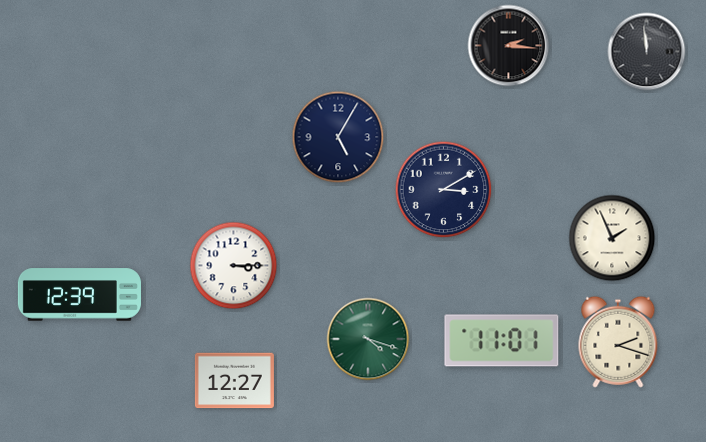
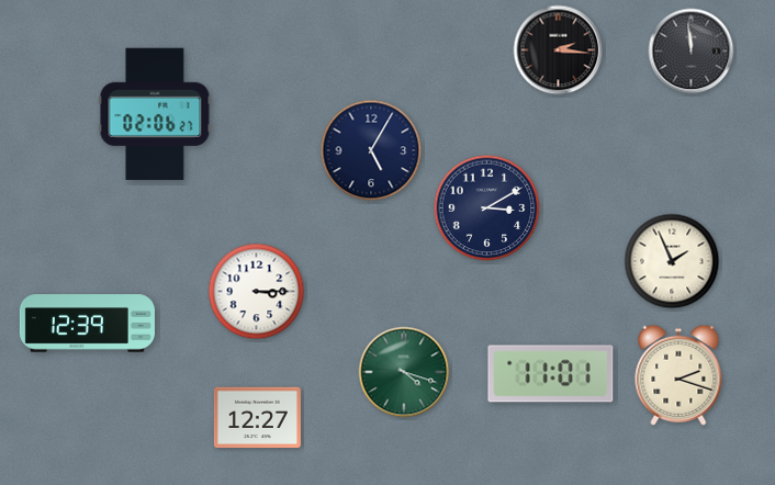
clock at (647, 52) position: (647, 52) -> (692, 52)
clock at (155, 114): none -> 02:06
